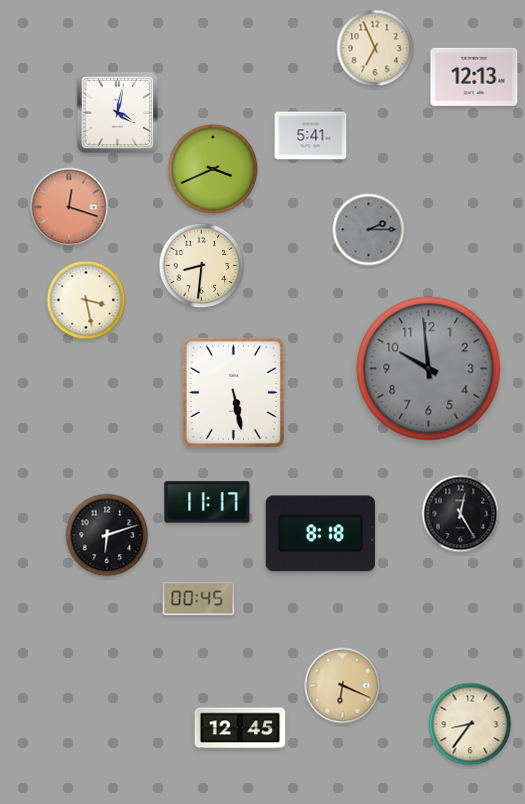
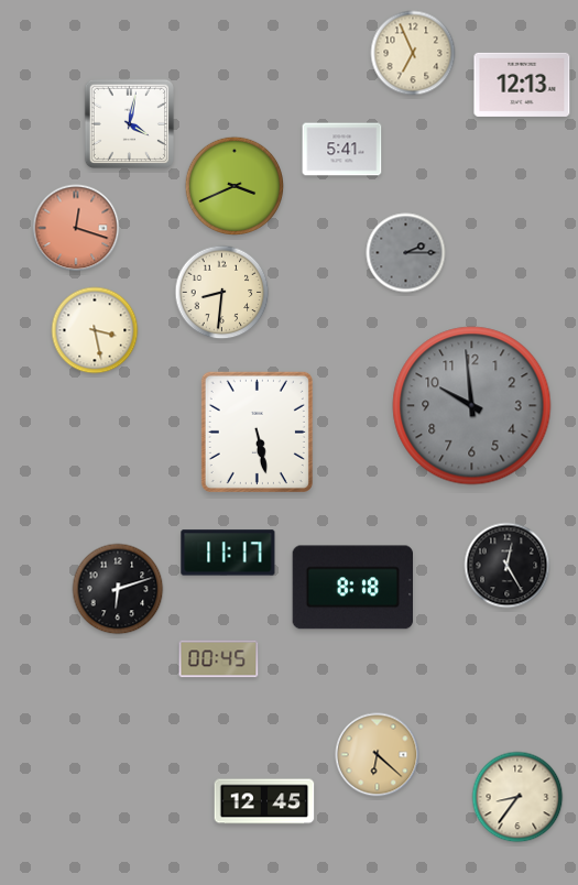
clock at (343, 686): 6:19 -> 6:22
